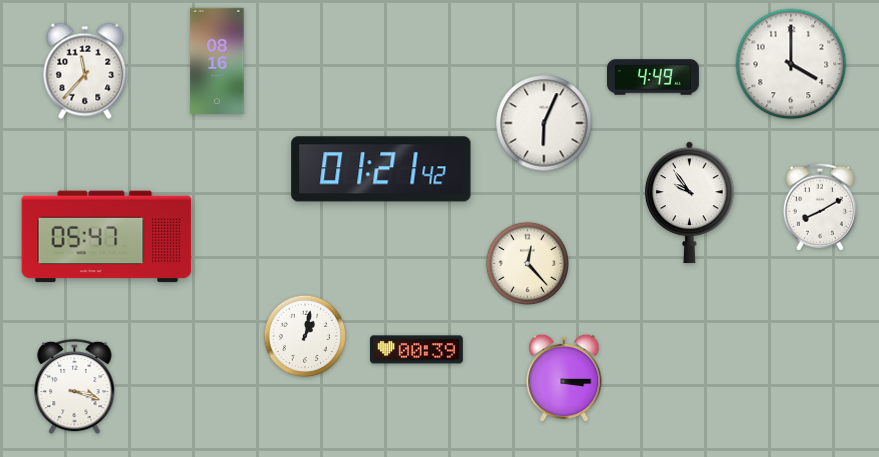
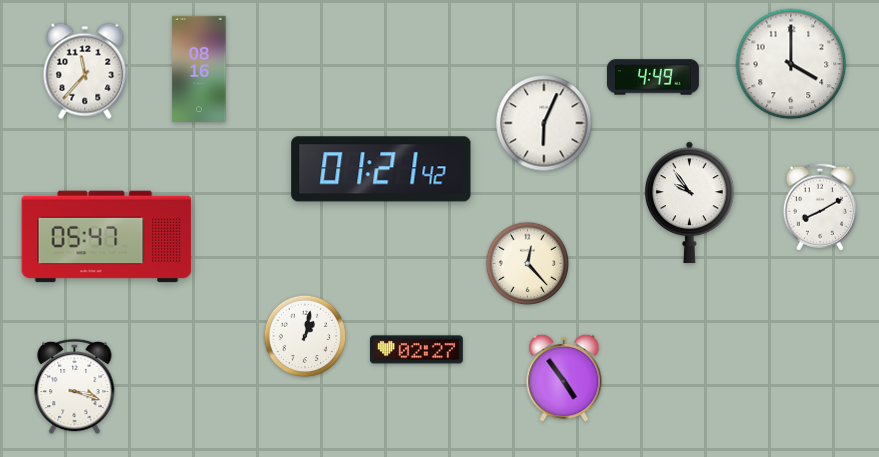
clock at (217, 60) position: (217, 60) -> (199, 68)
clock at (417, 350): 00:39 -> 02:27
clock at (564, 378): 3:15 -> 4:54
